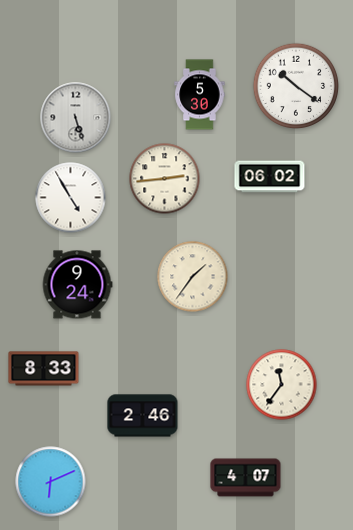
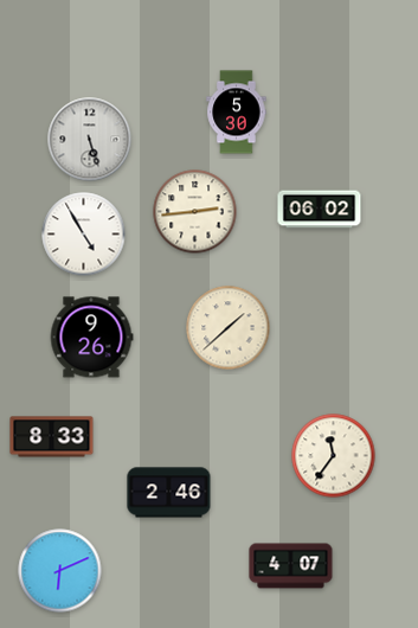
clock at (296, 86): 10:21 -> none
clock at (193, 277): 1:36 -> 1:38
clock at (77, 285): 9:24 -> 9:26
